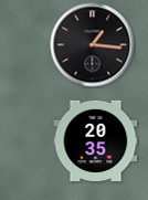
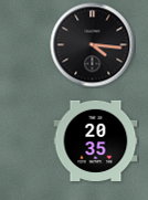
clock at (93, 45): 1:16 -> 4:16
